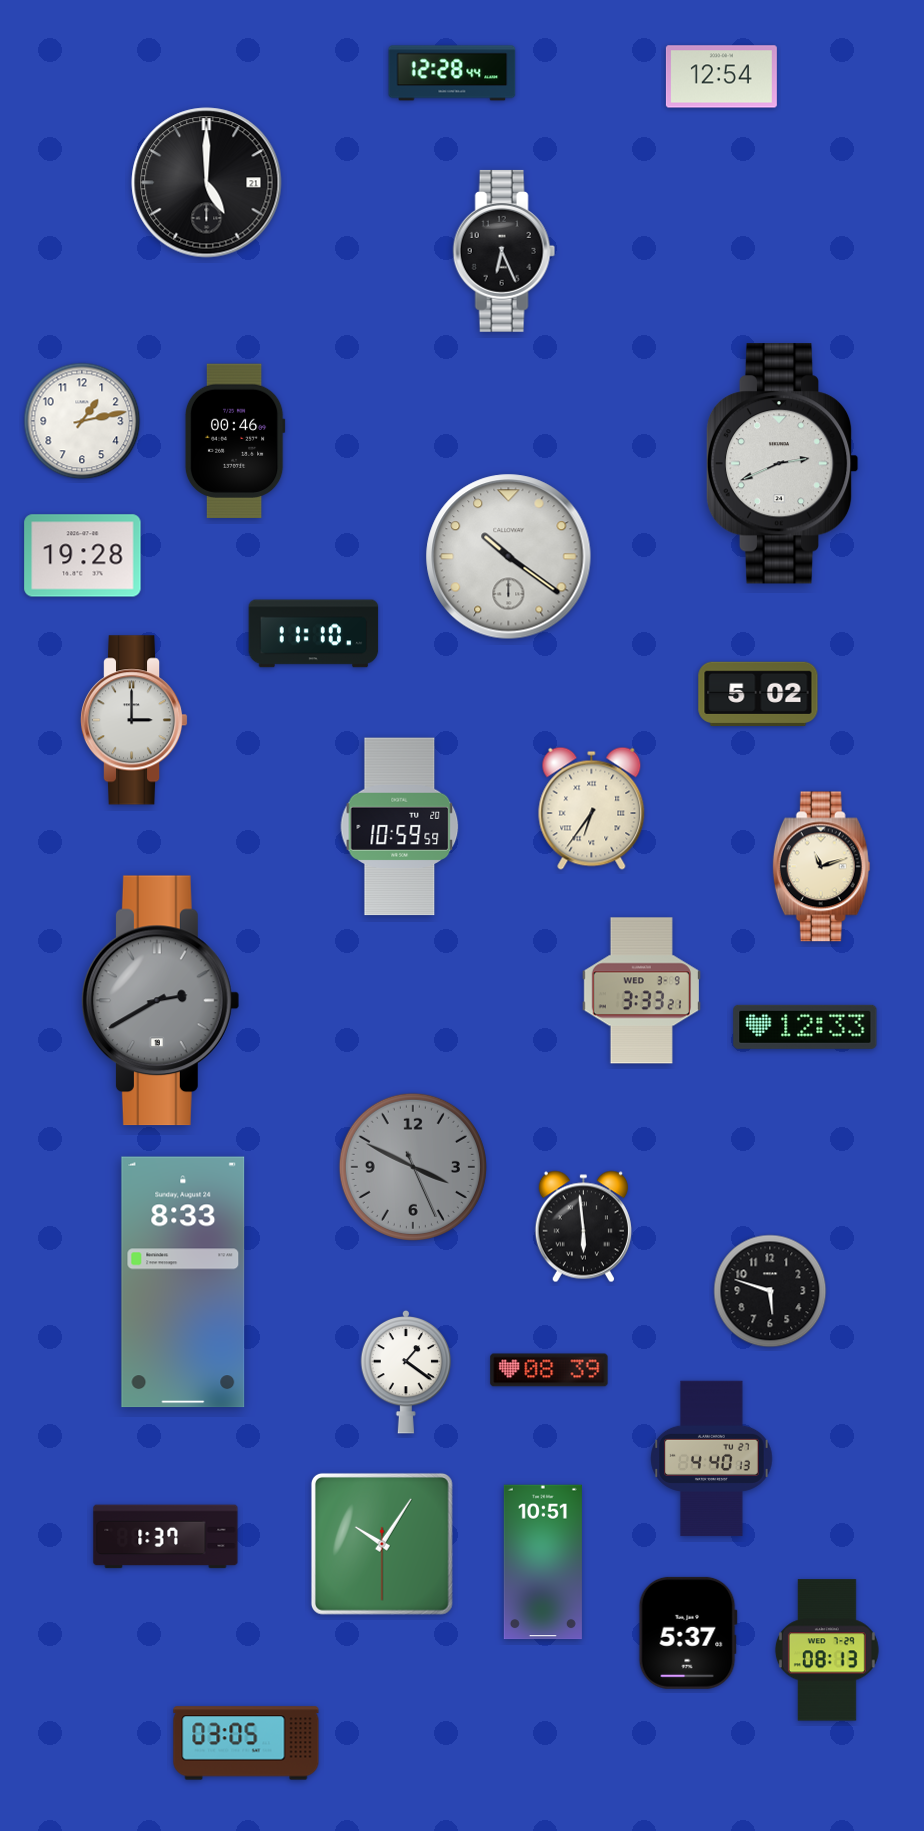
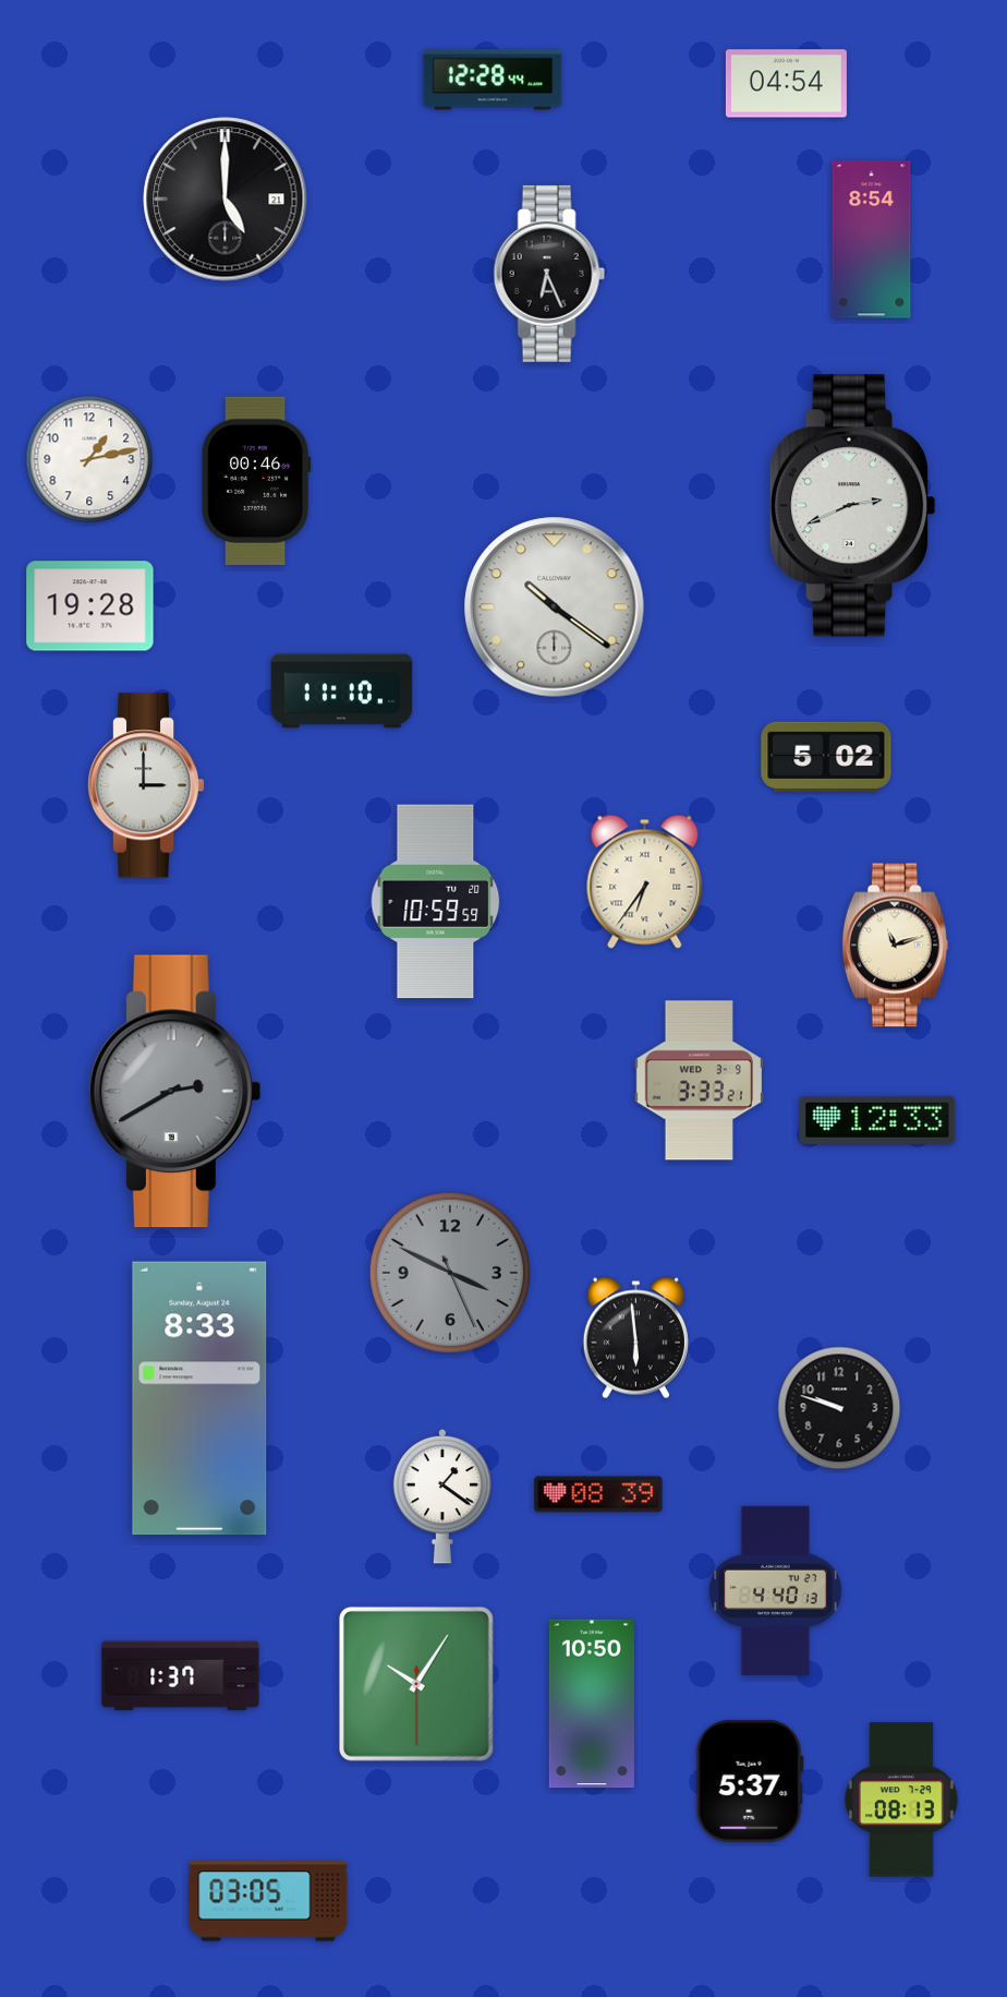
clock at (721, 77): 12:54 -> 04:54
clock at (872, 240): none -> 8:54
clock at (770, 1291): 5:48 -> 9:48
clock at (543, 1562): 10:51 -> 10:50
